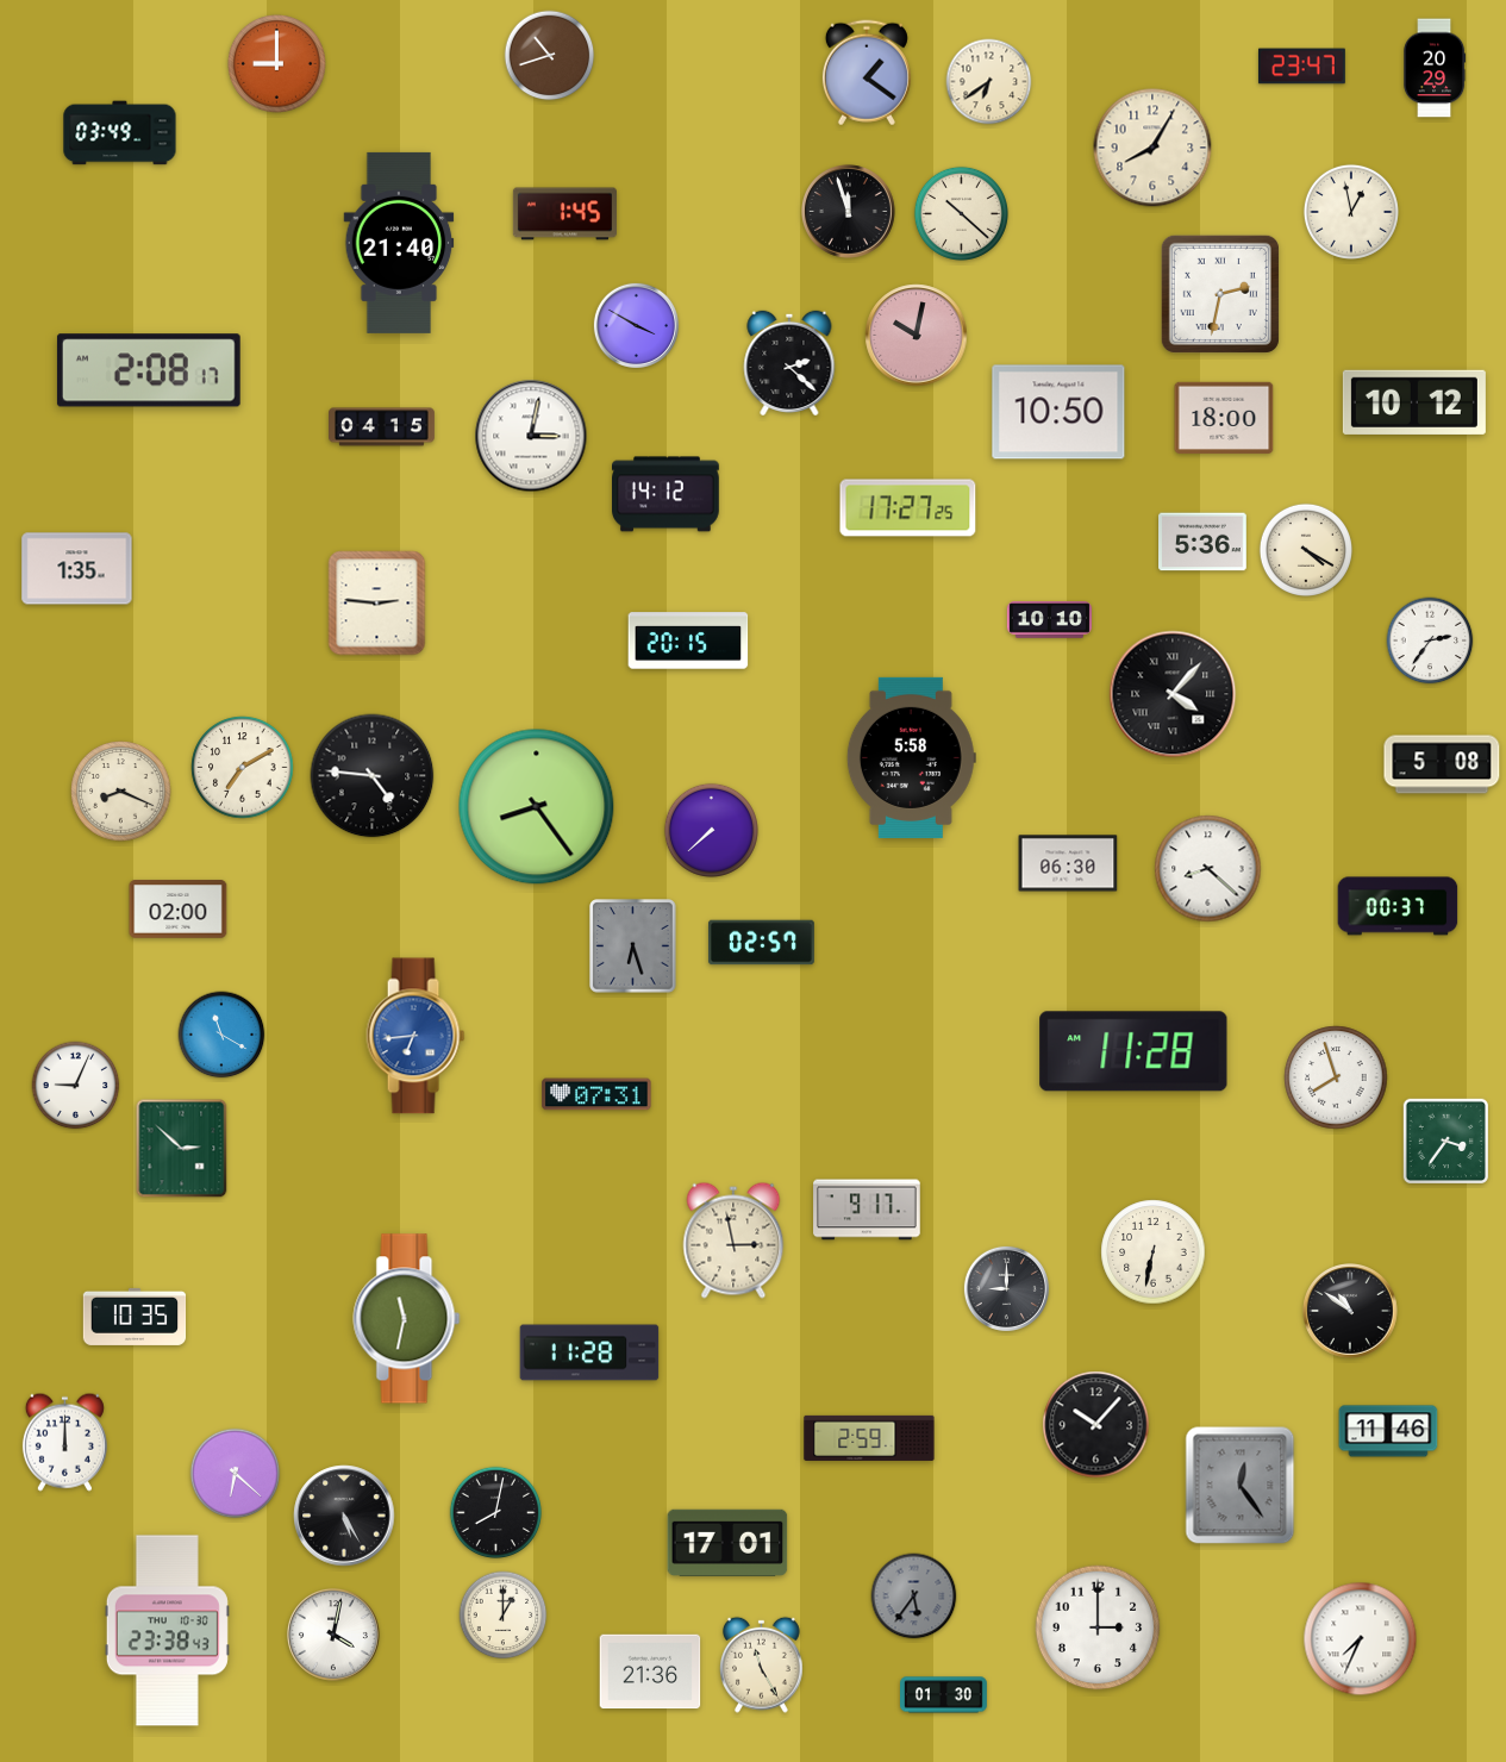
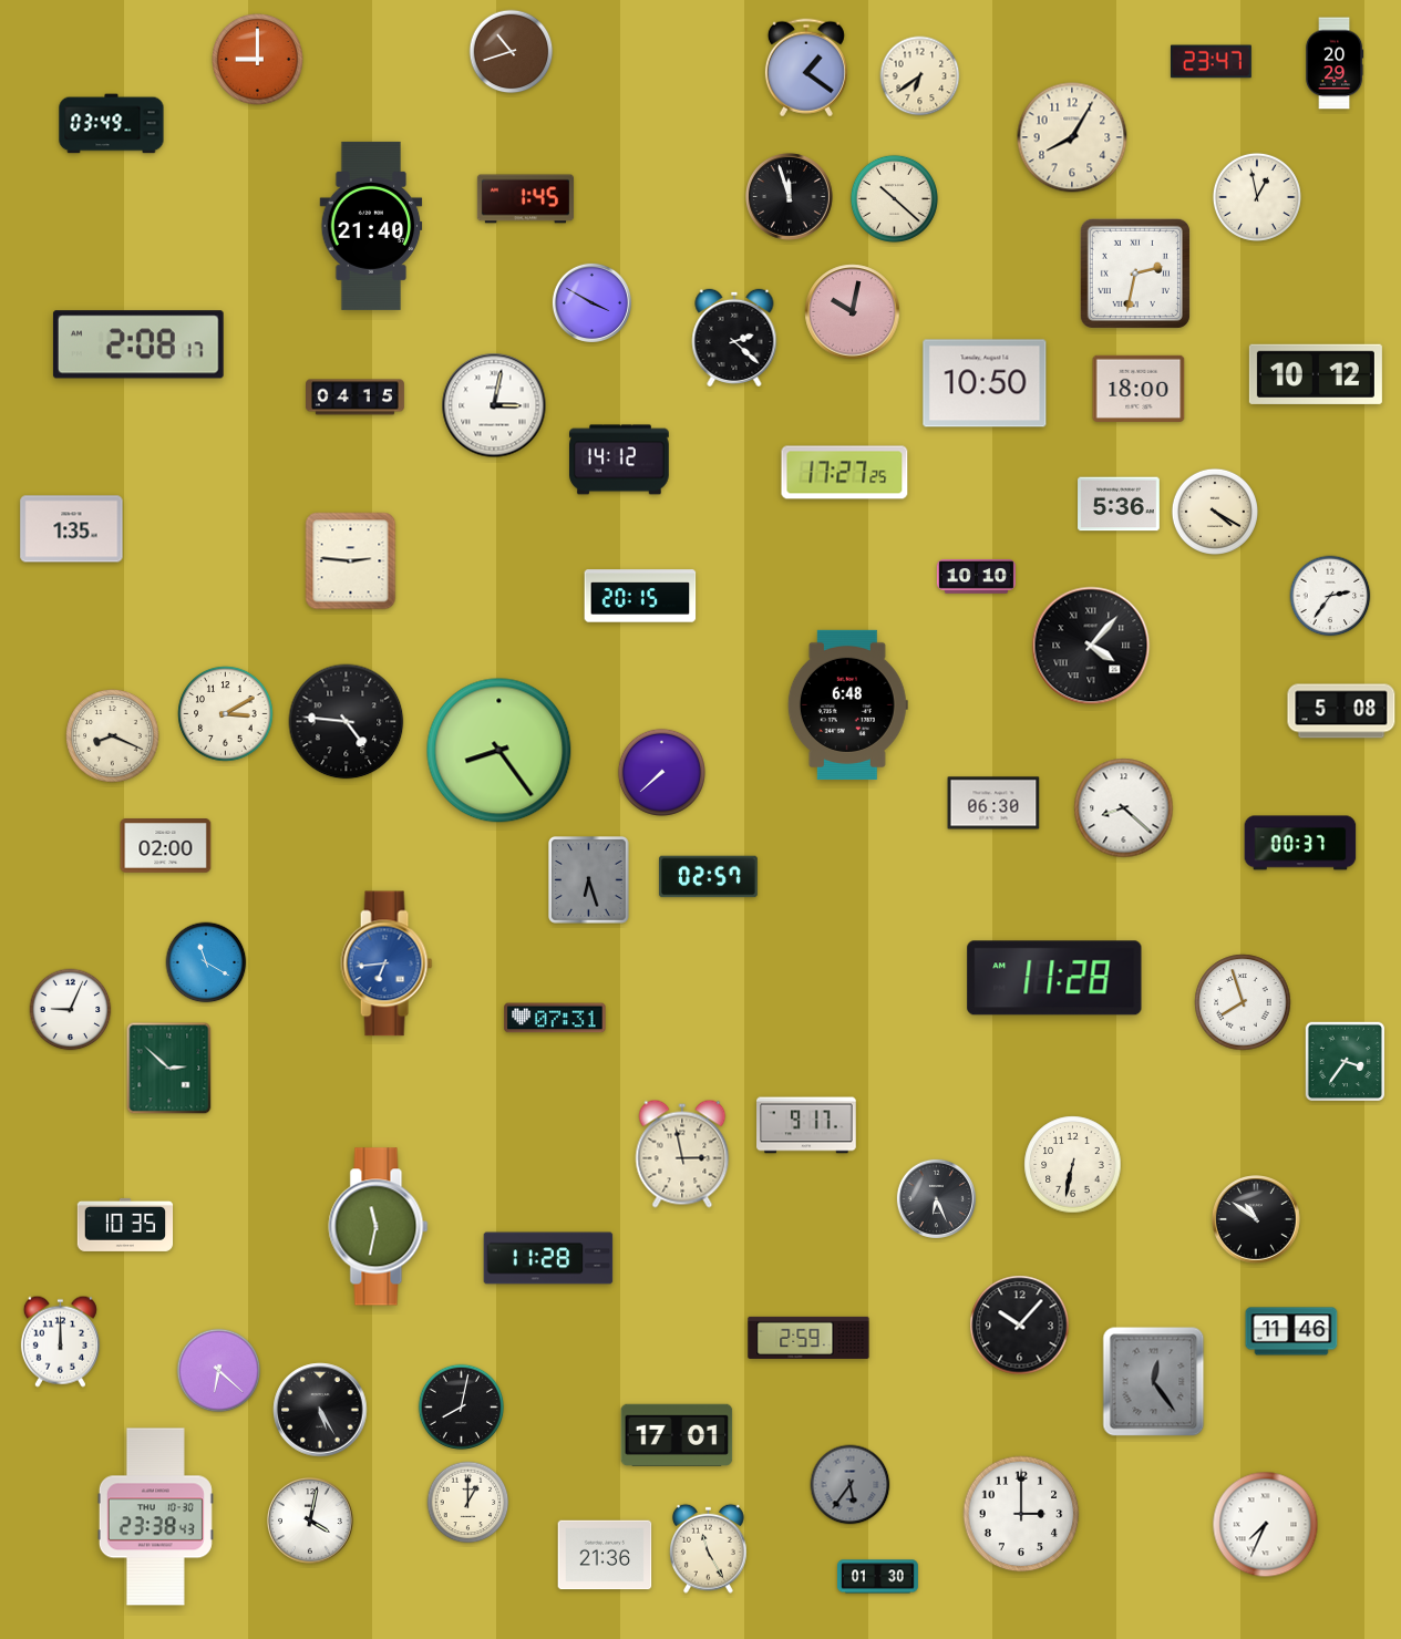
clock at (911, 757): 5:58 -> 6:48
clock at (243, 768): 7:10 -> 3:10
clock at (1006, 1288): 9:00 -> 6:26
